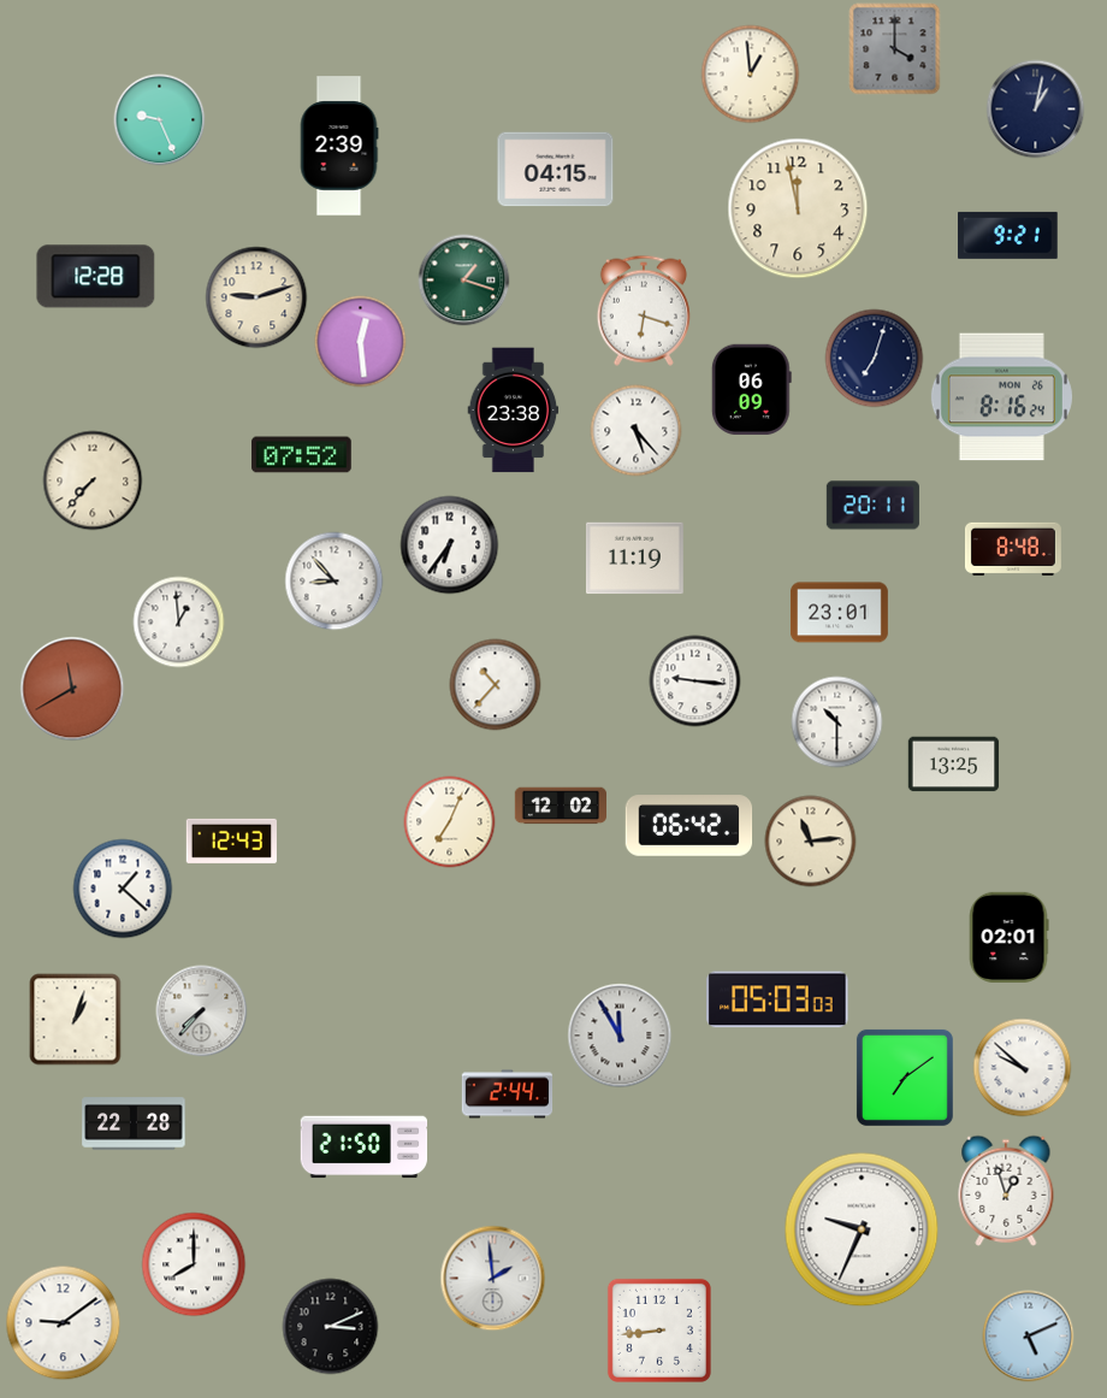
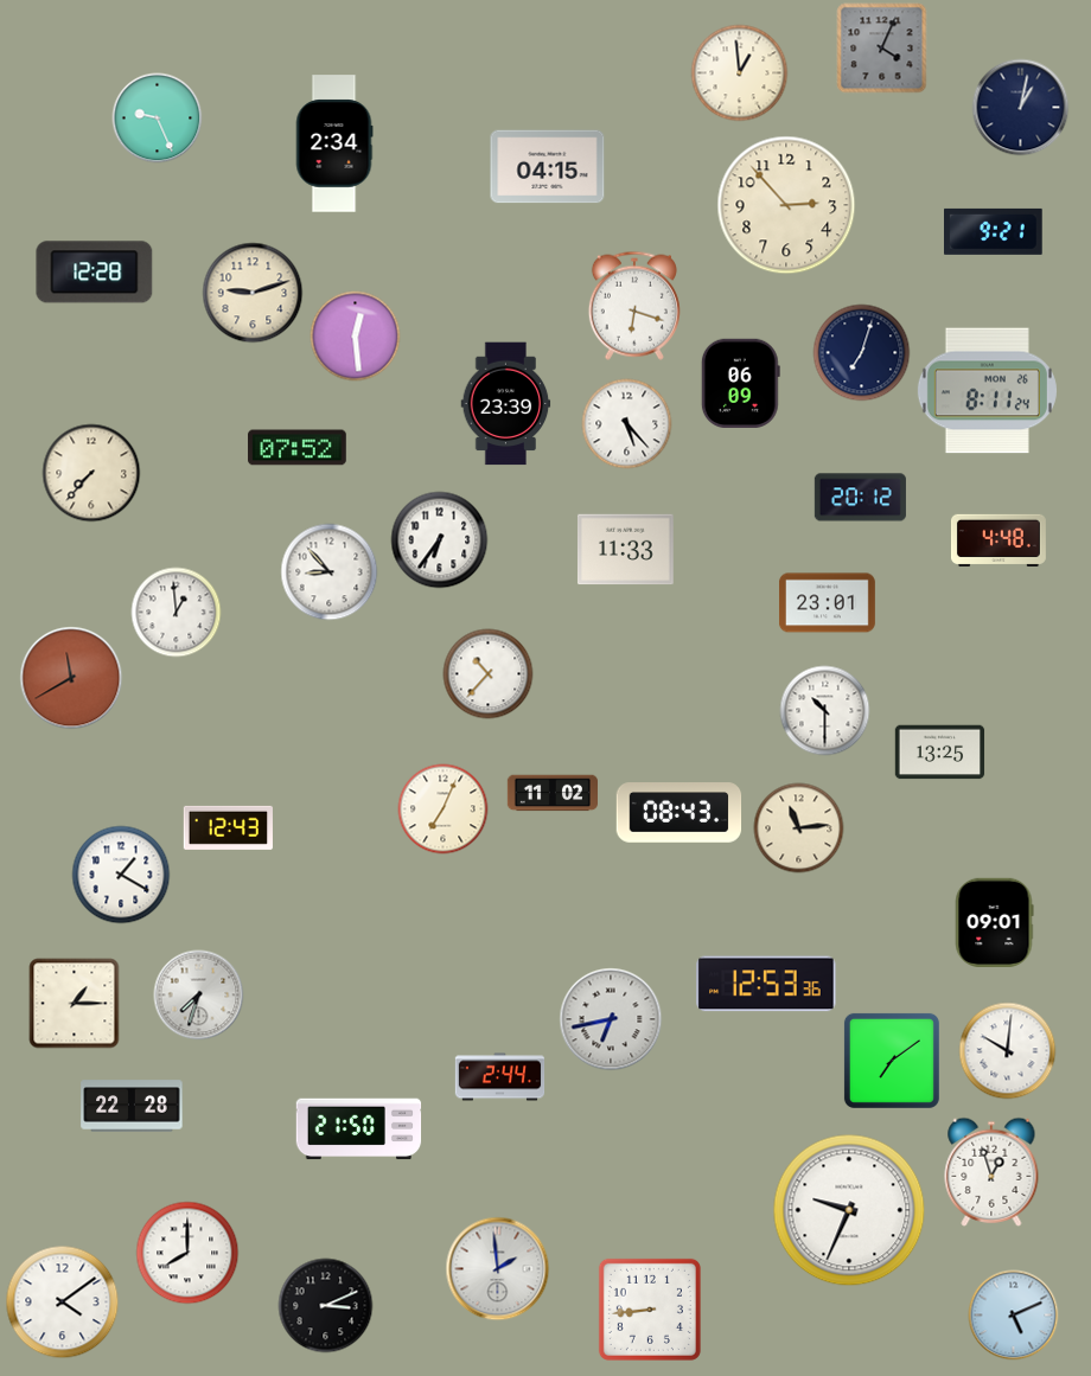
clock at (895, 49): 4:00 -> 4:04
clock at (339, 146): 2:39 -> 2:34
clock at (798, 208): 11:58 -> 2:53
clock at (464, 281): 1:18 -> none
clock at (1001, 397): 8:16 -> 8:11
clock at (514, 411): 23:38 -> 23:39
clock at (872, 506): 20:11 -> 20:12
clock at (450, 545) position: (450, 545) -> (440, 540)
clock at (1013, 549): 8:48 -> 4:48
clock at (634, 559): 11:19 -> 11:33
clock at (695, 682): 9:16 -> none
clock at (560, 806): 12:02 -> 11:02
clock at (689, 826): 06:42 -> 08:43
clock at (123, 889): 1:22 -> 1:20
clock at (1008, 937): 02:01 -> 09:01
clock at (777, 999): 05:03 -> 12:53
clock at (202, 1011): 7:37 -> 7:33
clock at (76, 1020): 1:03 -> 1:15
clock at (620, 1036): 11:55 -> 6:43
clock at (1023, 1068): 9:52 -> 10:01
clock at (194, 1264) position: (194, 1264) -> (187, 1253)
clock at (493, 1279) position: (493, 1279) -> (498, 1269)
clock at (64, 1323): 9:09 -> 4:09
